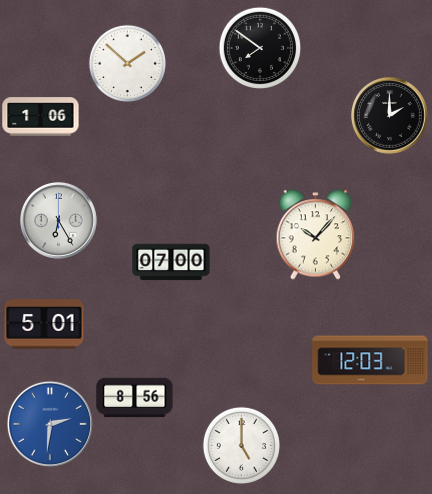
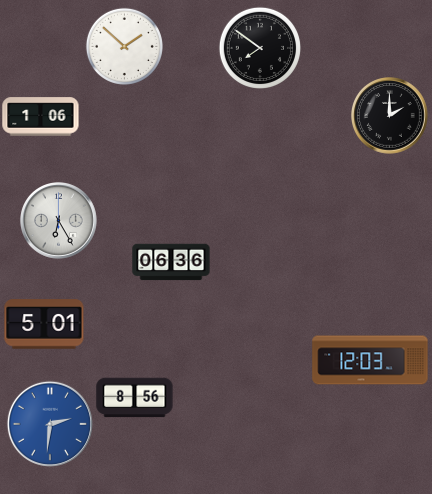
clock at (127, 63) position: (127, 63) -> (124, 46)
clock at (316, 235): 10:07 -> none
clock at (171, 262): 07:00 -> 06:36
clock at (241, 445): 5:00 -> none
